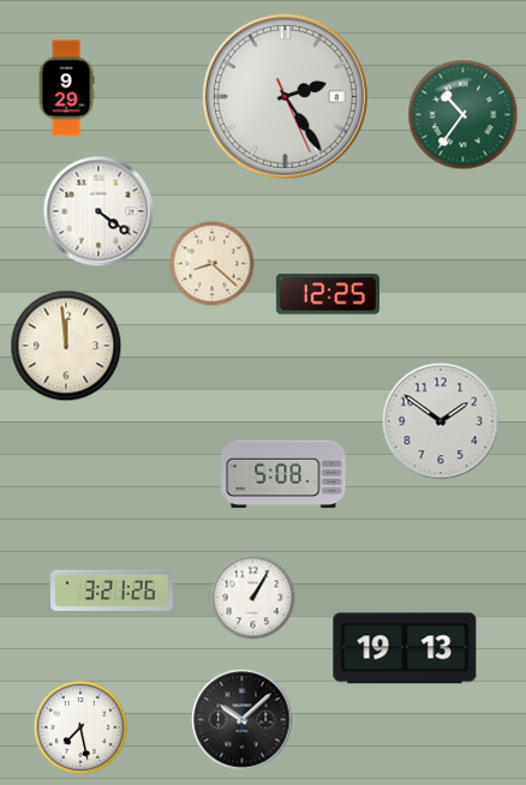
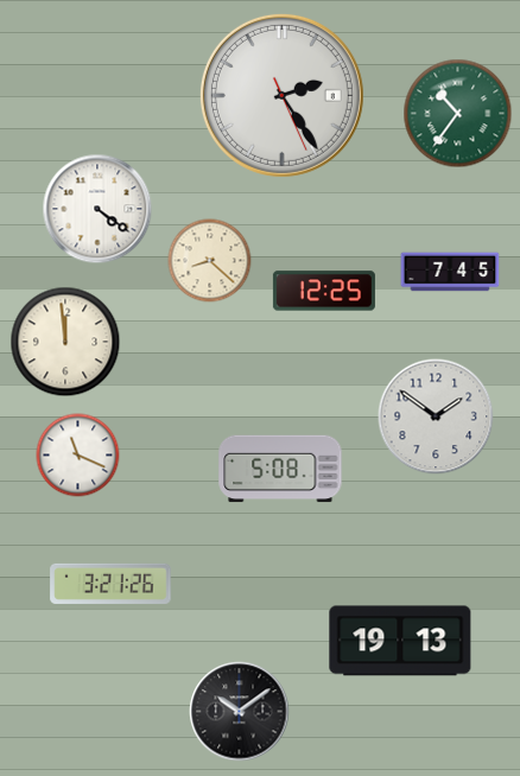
clock at (66, 89): 9:29 -> none
clock at (450, 272): none -> 7:45
clock at (78, 456): none -> 11:19
clock at (253, 598): 1:05 -> none
clock at (243, 720): 10:08 -> 10:09
clock at (80, 727): 7:28 -> none
